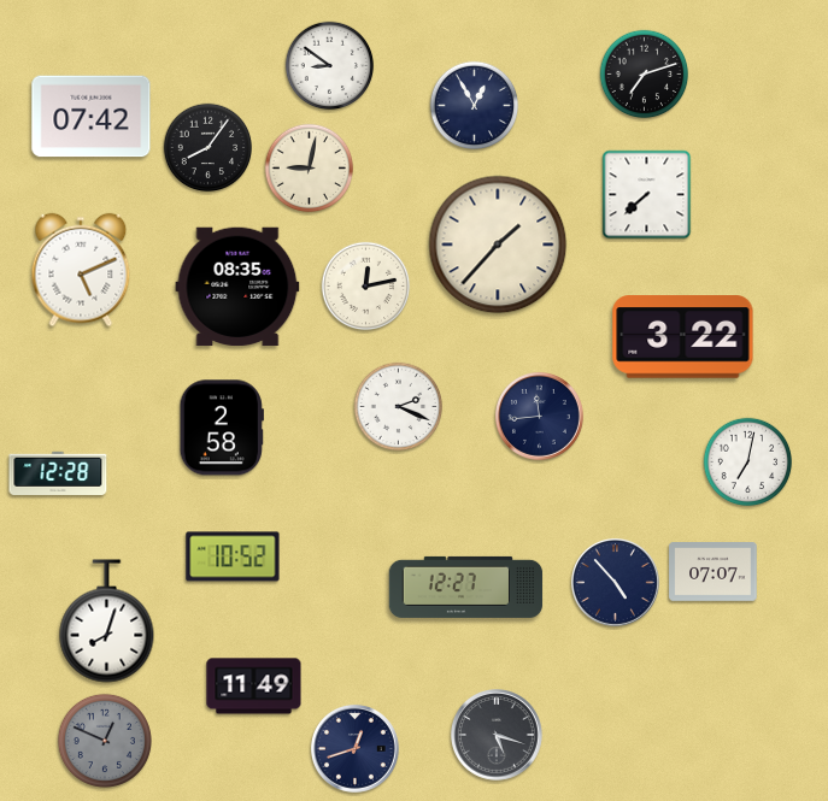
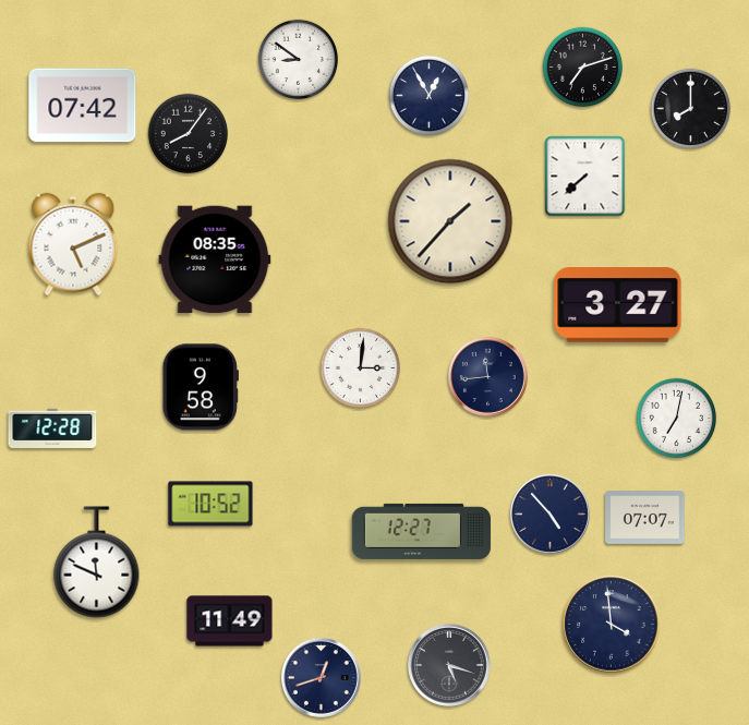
clock at (691, 109): none -> 8:00
clock at (310, 169): 9:02 -> none
clock at (366, 287): 12:13 -> none
clock at (683, 337): 3:22 -> 3:27
clock at (399, 407): 2:19 -> 3:01
clock at (222, 428): 2:58 -> 9:58
clock at (615, 582) position: (615, 582) -> (549, 513)
clock at (107, 622): 8:03 -> 11:49
clock at (612, 625): none -> 3:59
clock at (105, 741): 12:49 -> none
